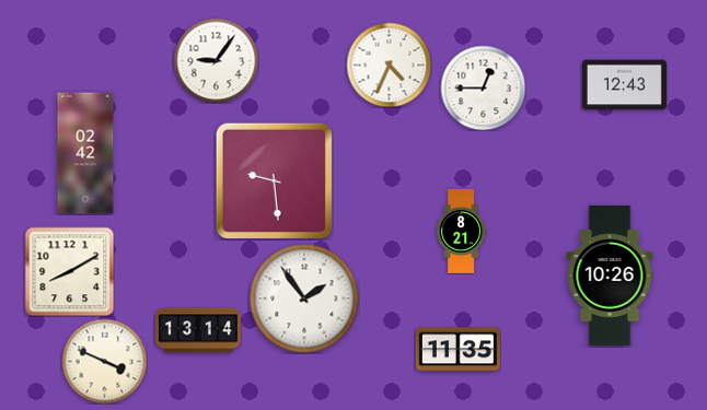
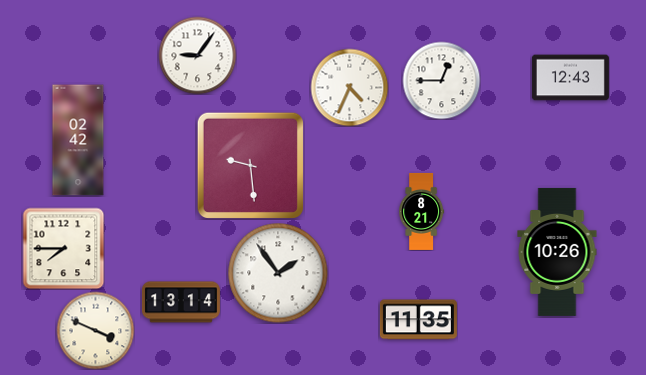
clock at (389, 65) position: (389, 65) -> (349, 87)
clock at (69, 271): 8:10 -> 7:45
